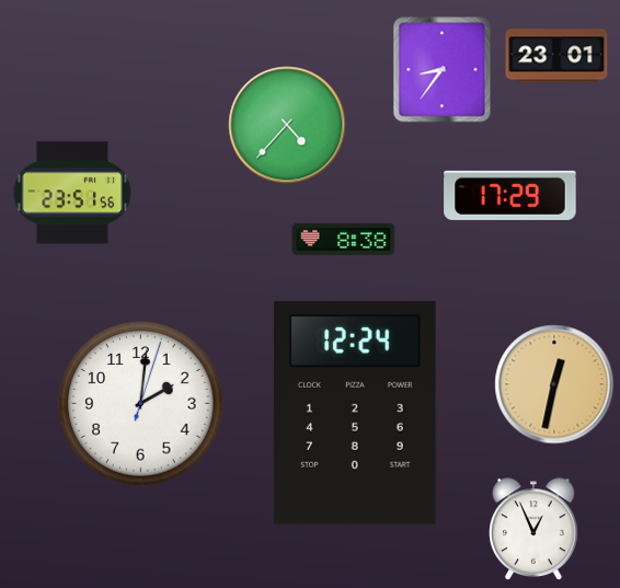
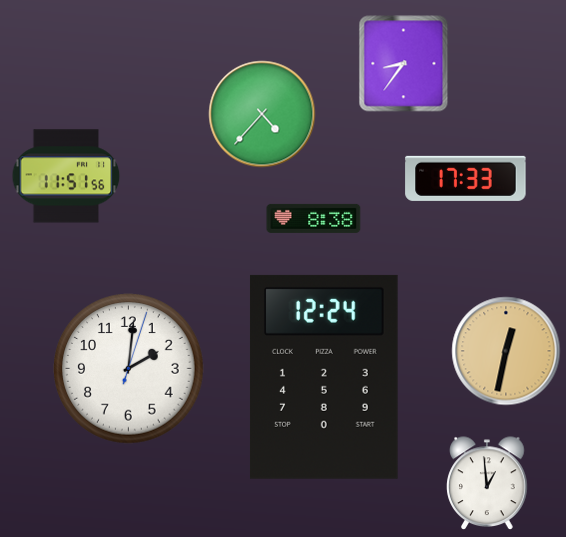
clock at (556, 56): 23:01 -> none
clock at (72, 193): 23:51 -> 11:51
clock at (510, 195): 17:29 -> 17:33
clock at (533, 529): 12:56 -> 12:59
